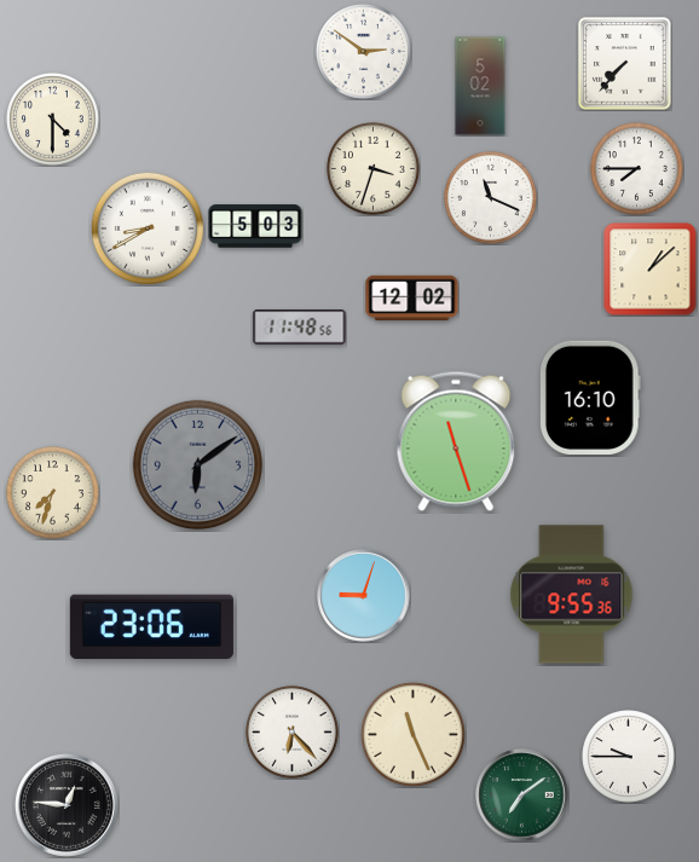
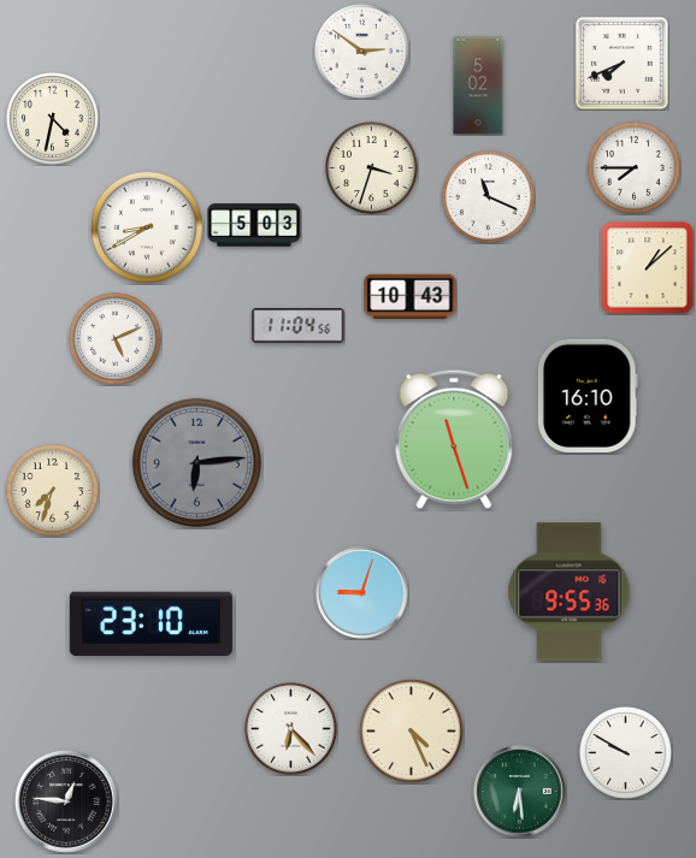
clock at (625, 64): 7:37 -> 7:41
clock at (53, 120): 4:30 -> 4:32
clock at (412, 297): 12:02 -> 10:43
clock at (300, 328): 11:48 -> 11:04
clock at (116, 339): none -> 5:11
clock at (197, 464): 6:09 -> 6:14
clock at (151, 627): 23:06 -> 23:10
clock at (412, 734): 11:26 -> 4:26
clock at (629, 757): 9:45 -> 9:50
clock at (522, 796): 7:09 -> 6:29
